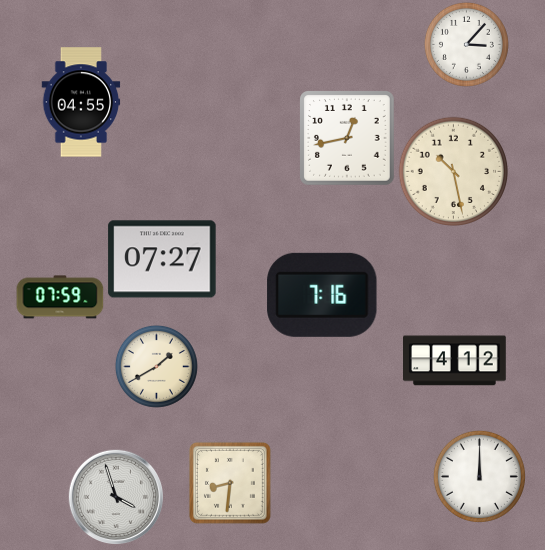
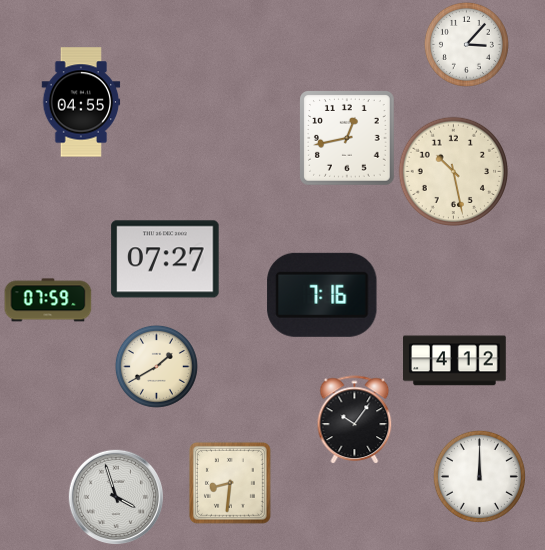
clock at (162, 259) position: (162, 259) -> (165, 259)
clock at (60, 297) position: (60, 297) -> (48, 300)
clock at (355, 419): none -> 10:06
